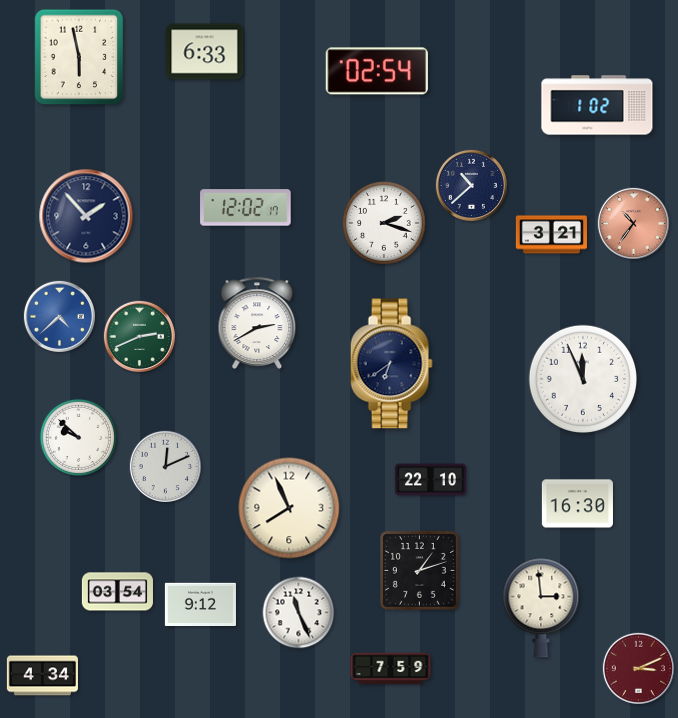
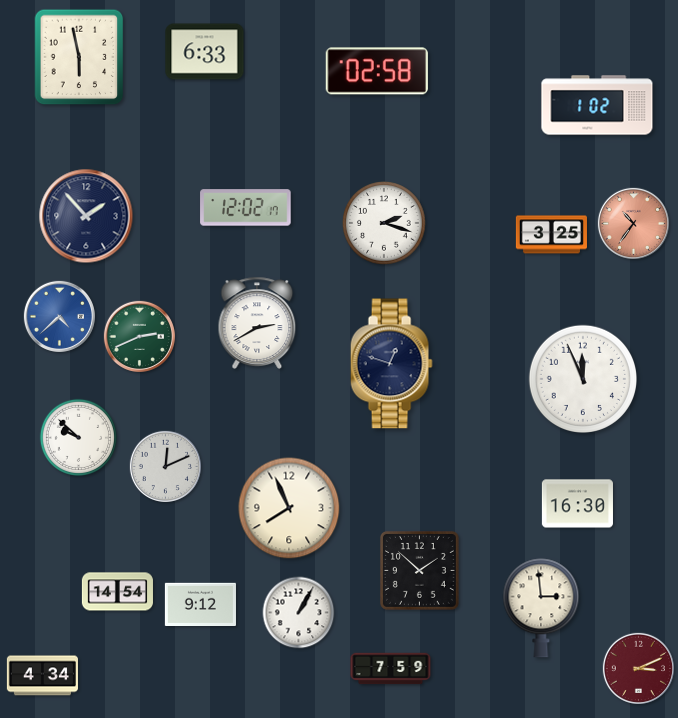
clock at (377, 71): 02:54 -> 02:58
clock at (471, 185): 10:38 -> none
clock at (551, 235): 3:21 -> 3:25
clock at (391, 364): 6:39 -> 12:48
clock at (430, 480): 22:10 -> none
clock at (419, 570): 1:12 -> 1:52
clock at (117, 592): 03:54 -> 14:54
clock at (299, 613): 11:26 -> 1:05
